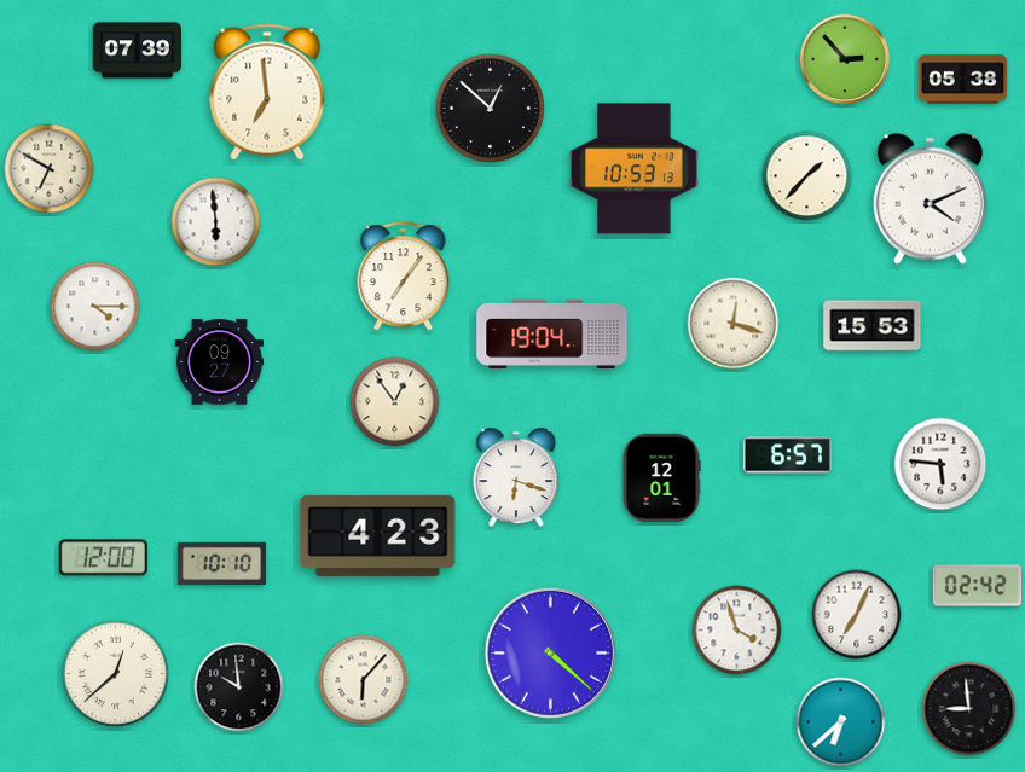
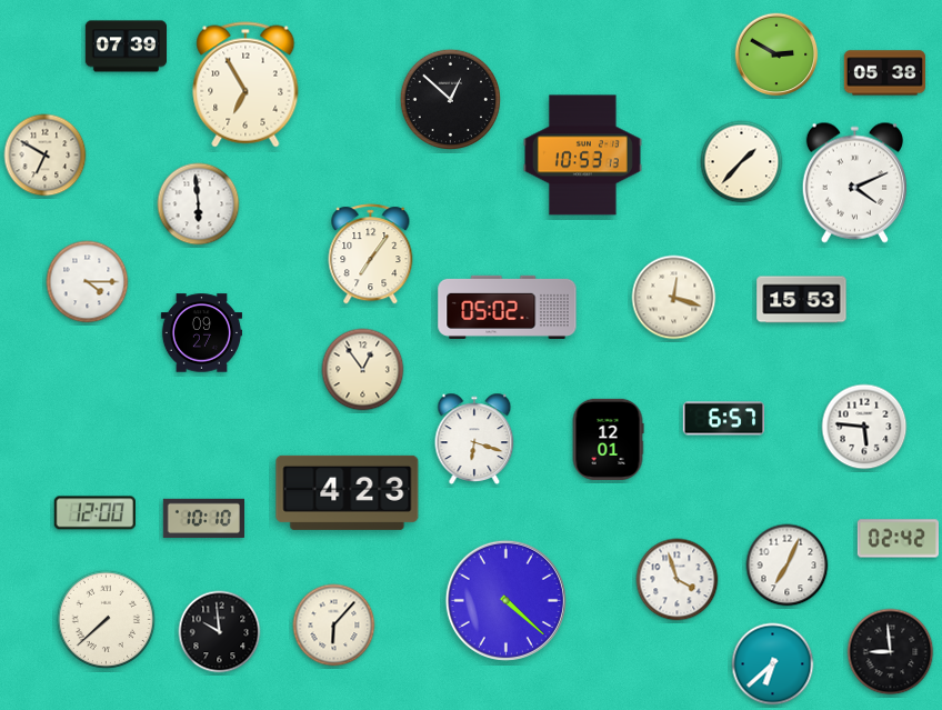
clock at (845, 59): 2:53 -> 2:50
clock at (267, 92): 6:59 -> 6:55
clock at (552, 333): 19:04 -> 05:02
clock at (116, 674): 12:38 -> 7:38
